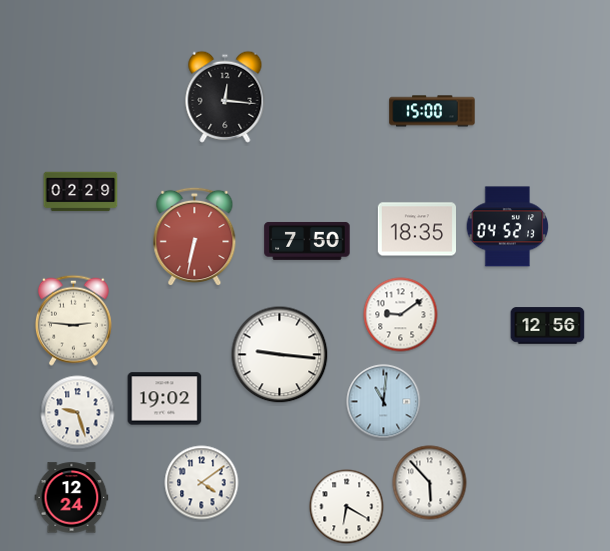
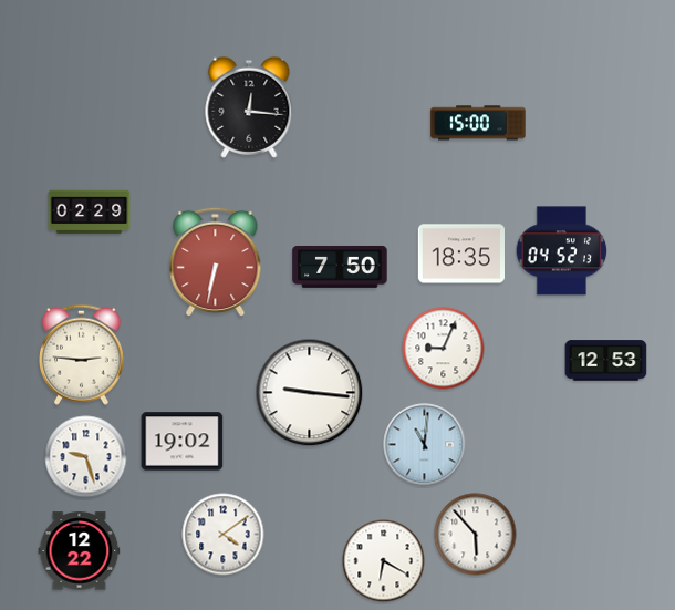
clock at (401, 315): 9:09 -> 9:04
clock at (548, 326): 12:56 -> 12:53
clock at (72, 498): 12:24 -> 12:22
